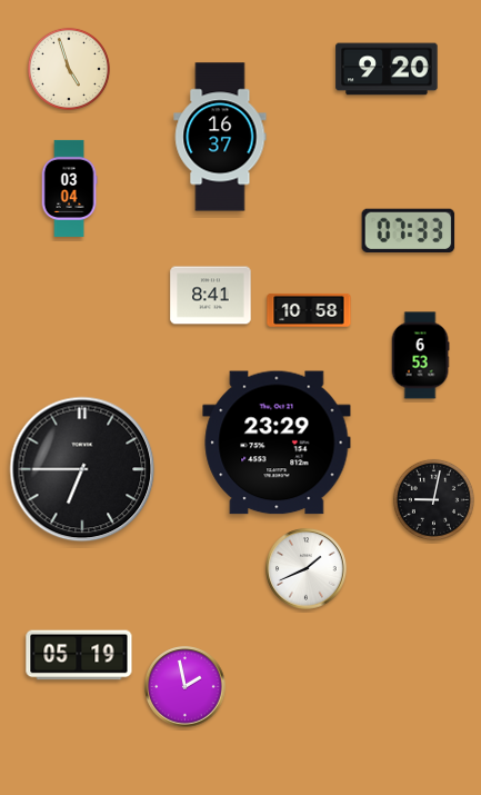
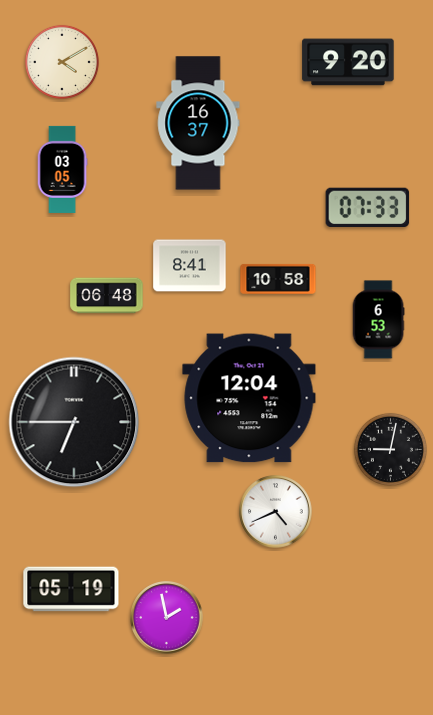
clock at (69, 69): 4:57 -> 4:10
clock at (69, 188): 03:04 -> 03:05
clock at (107, 296): none -> 06:48
clock at (277, 443): 23:29 -> 12:04
clock at (307, 569): 1:41 -> 4:41
